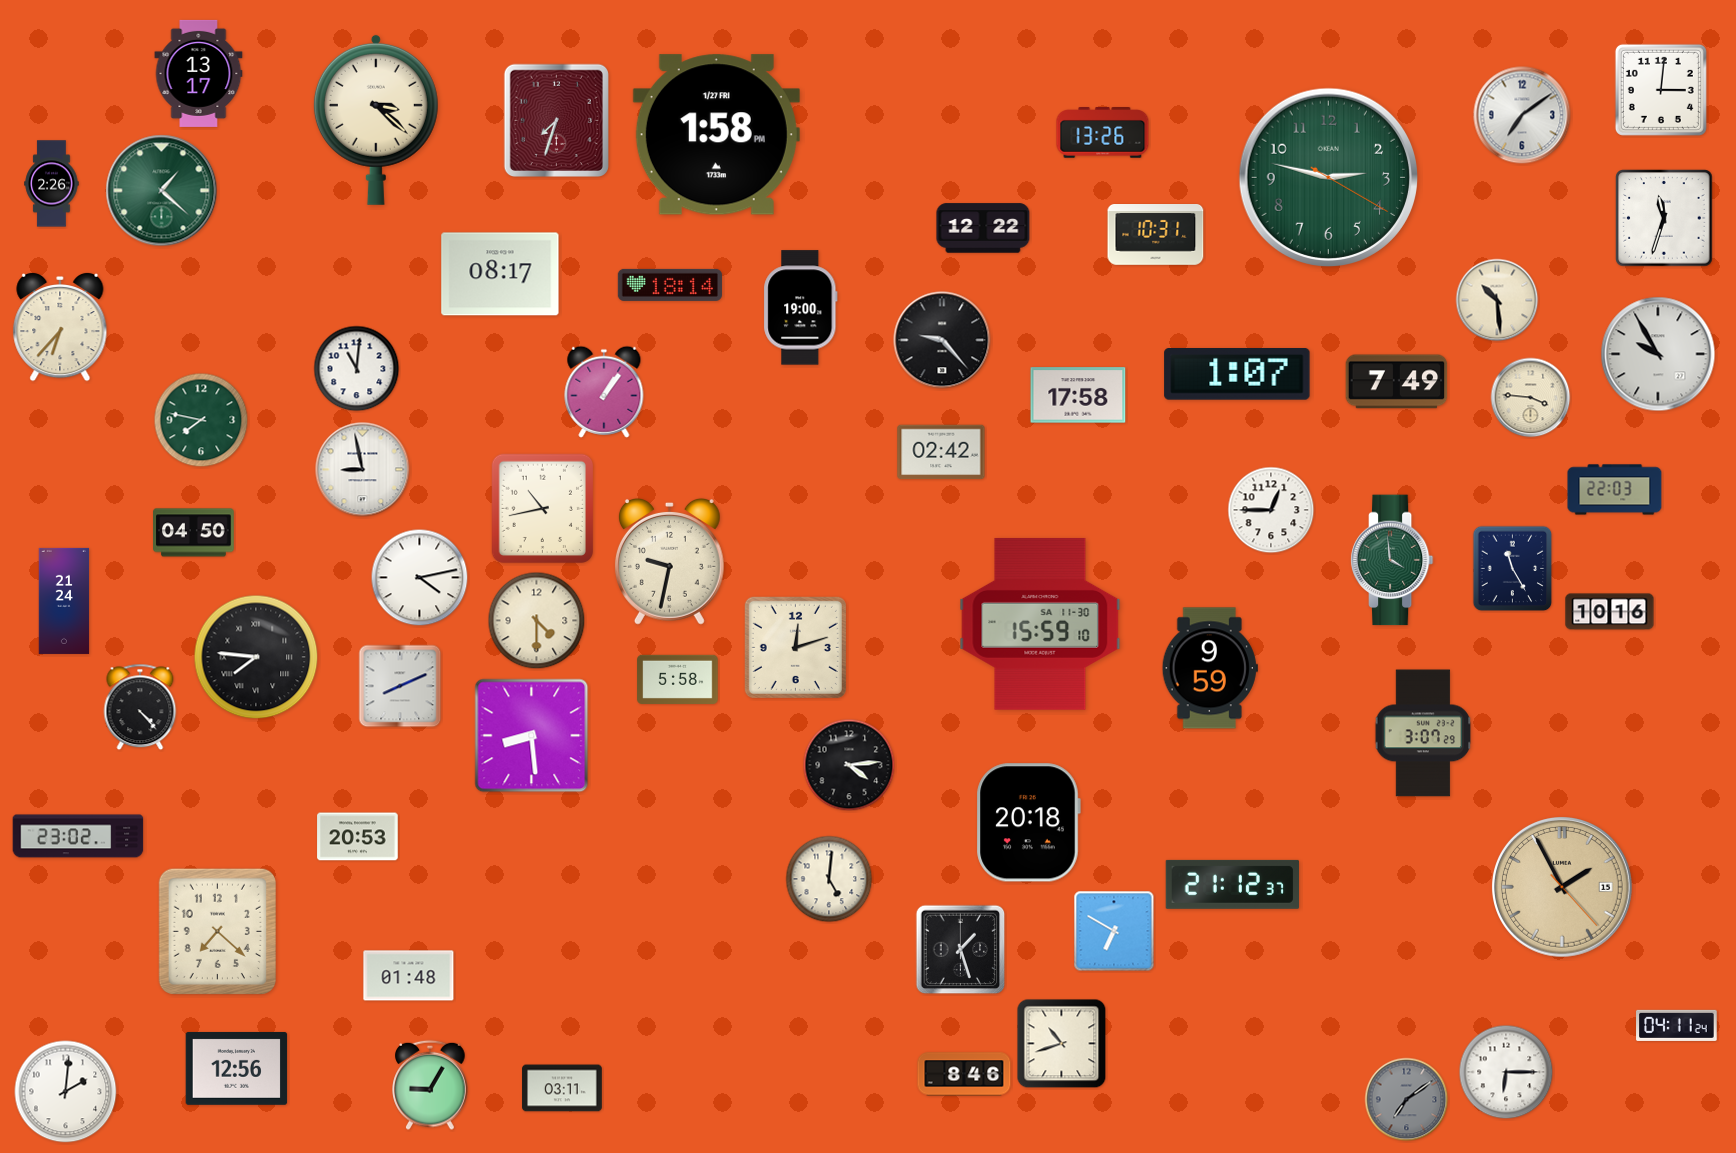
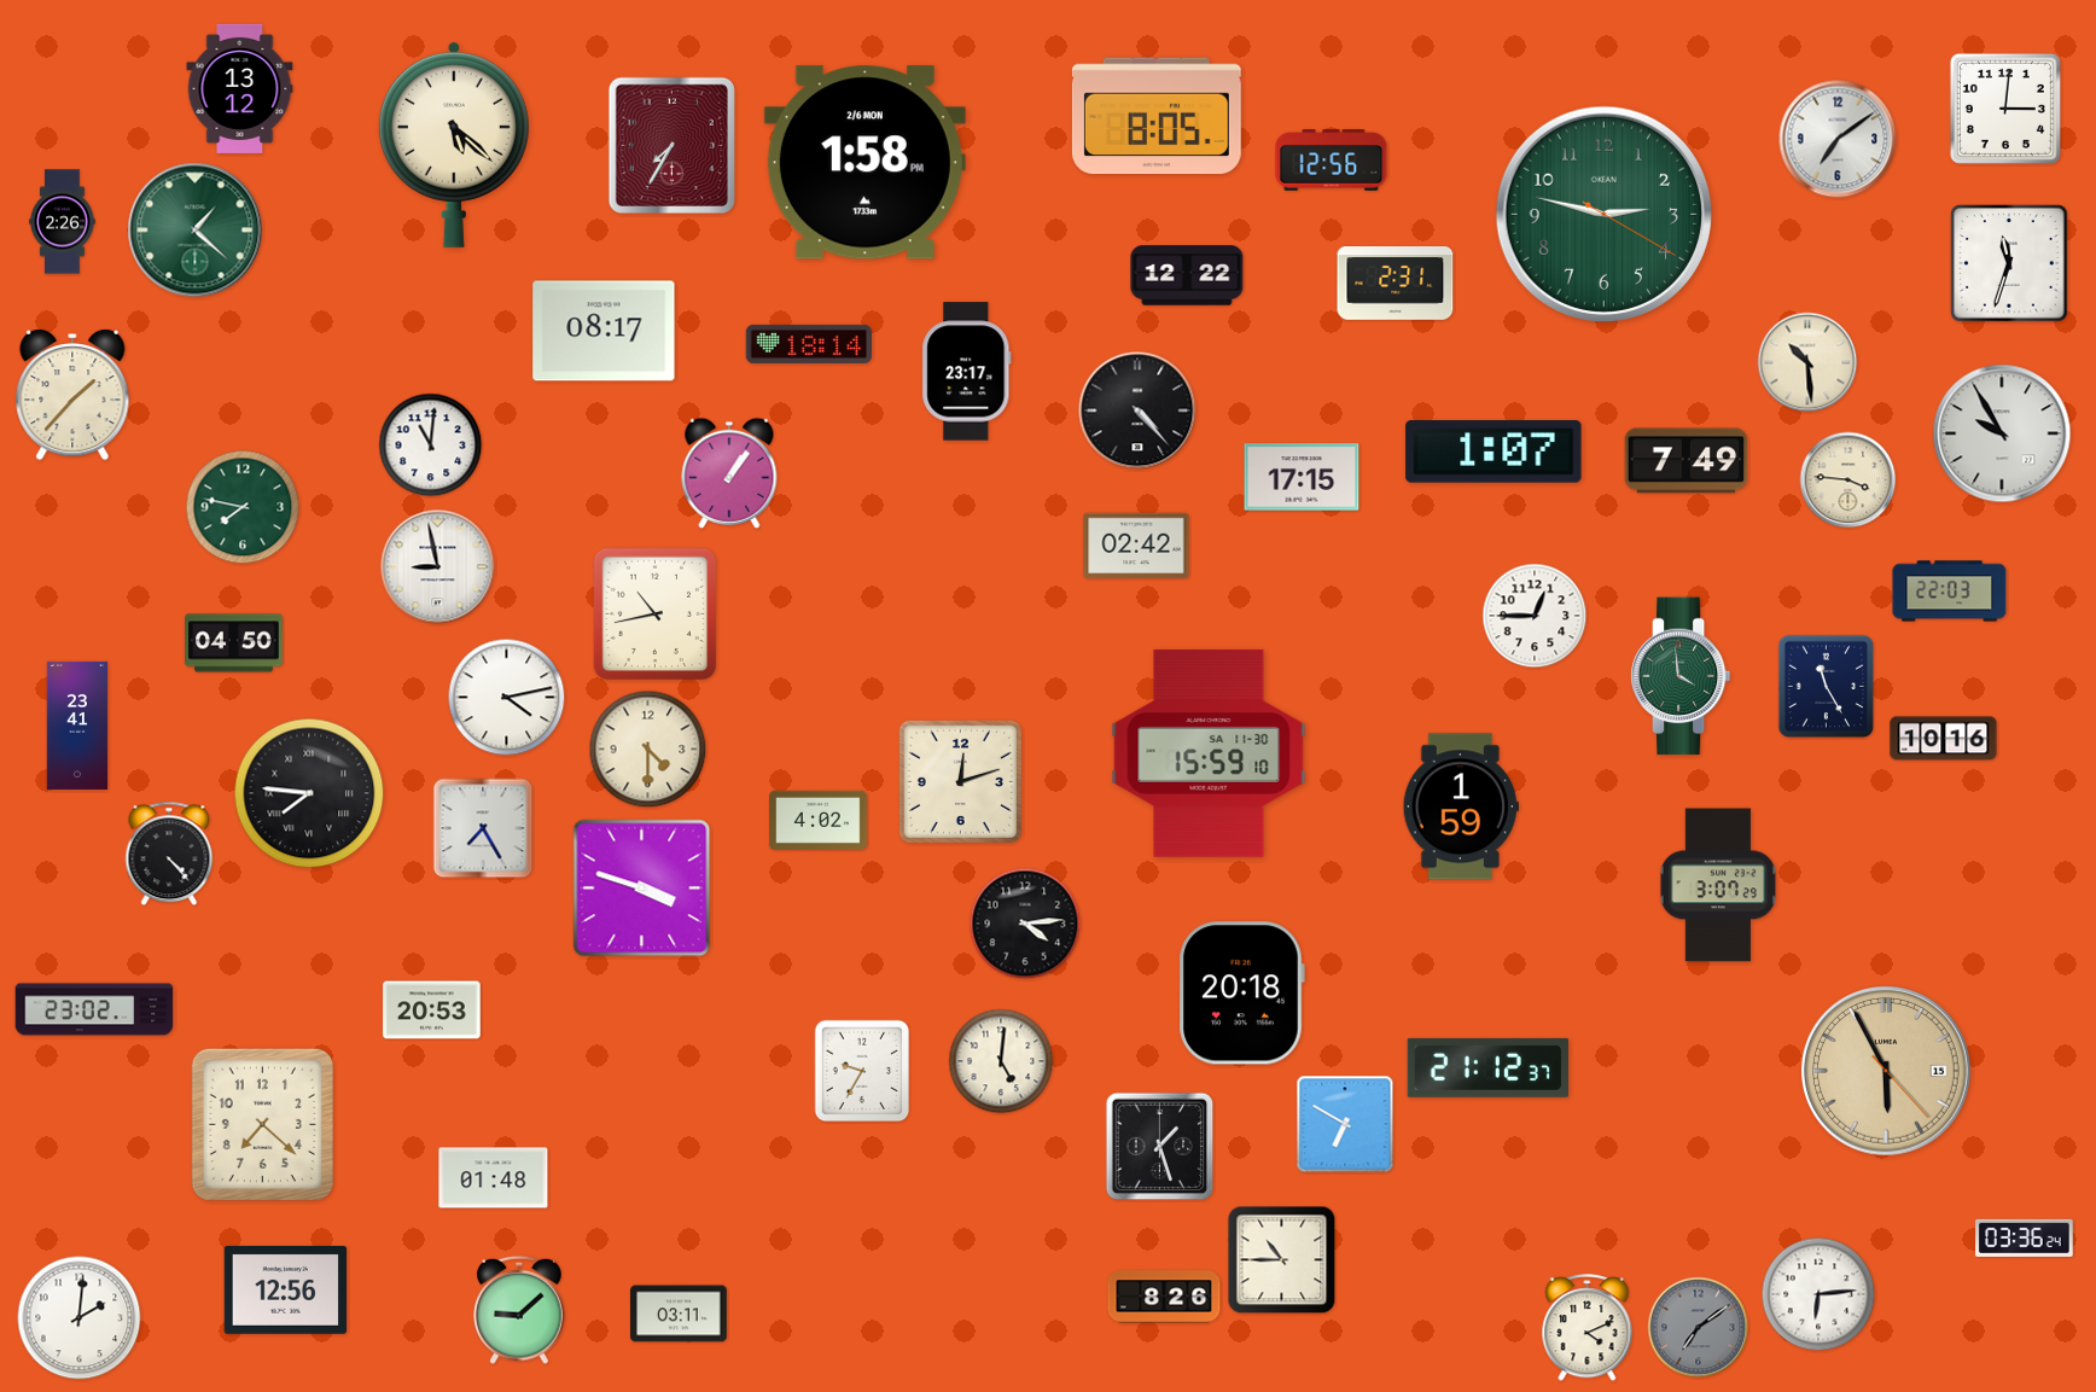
clock at (199, 73): 13:17 -> 13:12
clock at (1157, 116): none -> 8:05
clock at (376, 120): 3:22 -> 5:22
clock at (556, 120): 7:33 -> 7:35
clock at (1103, 133): 13:26 -> 12:56
clock at (716, 135) date: 1/27 FRI -> 2/6 MON
clock at (1156, 235): 10:31 -> 2:31
clock at (801, 308): 19:00 -> 23:17
clock at (60, 327): 6:37 -> 1:37
clock at (942, 340): 9:23 -> 4:23
clock at (1658, 354) position: (1658, 354) -> (2002, 433)
clock at (1078, 395): 17:58 -> 17:15
clock at (669, 561): 9:32 -> none
clock at (64, 601): 21:24 -> 23:41
clock at (1040, 624) position: (1040, 624) -> (1209, 753)
clock at (1210, 668): 9:59 -> 1:59
clock at (678, 679): 5:58 -> 4:02
clock at (400, 686): 8:11 -> 7:25
clock at (532, 736): 8:29 -> 3:48
clock at (862, 1071): none -> 9:35
clock at (1563, 888): 1:55 -> 5:55
clock at (1677, 1025): 04:11 -> 03:36
clock at (1062, 1044): 10:42 -> 10:45
clock at (1506, 1072): 6:15 -> 6:14
clock at (964, 1074): 8:46 -> 8:26
clock at (430, 1085): 9:05 -> 9:08
clock at (1588, 1328): none -> 4:11
